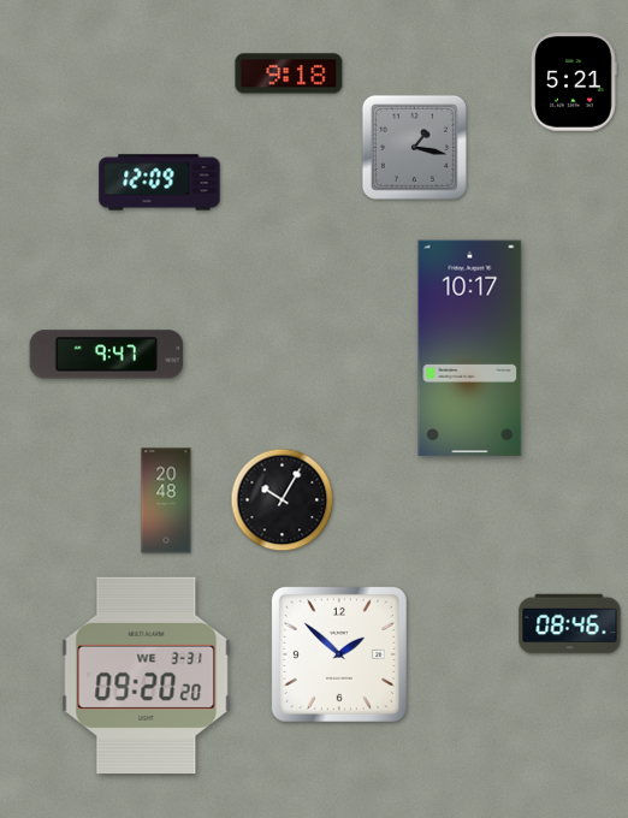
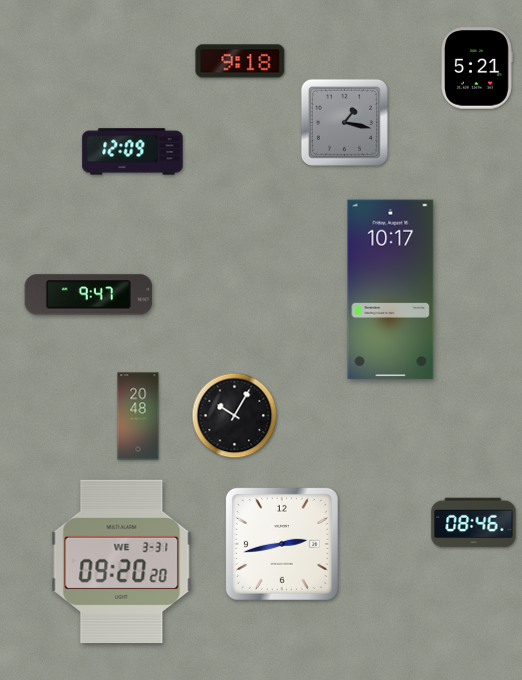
clock at (570, 624) position: (570, 624) -> (474, 523)
clock at (339, 654): 1:52 -> 2:43
